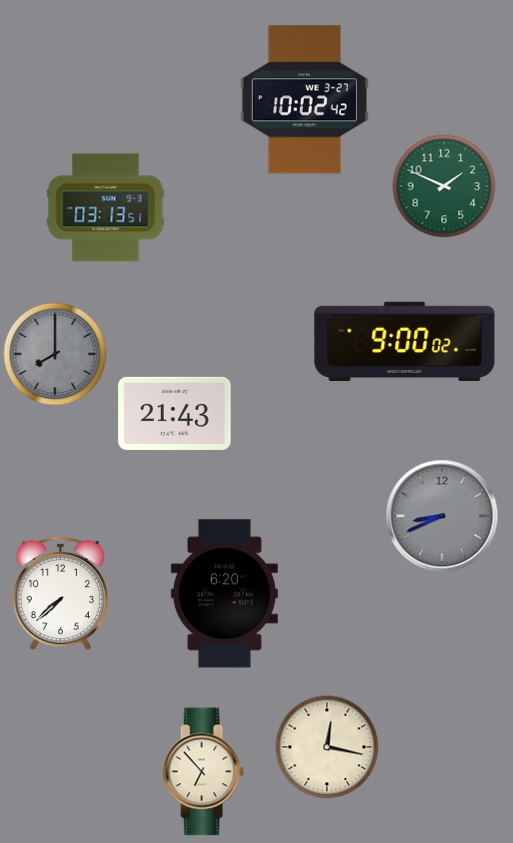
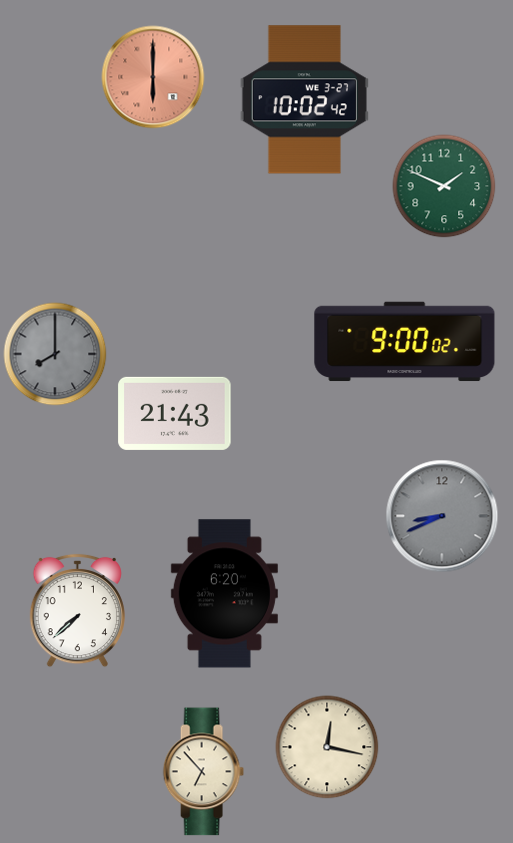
clock at (153, 77): none -> 6:00
clock at (106, 208): 03:13 -> none
clock at (60, 594) position: (60, 594) -> (77, 611)
